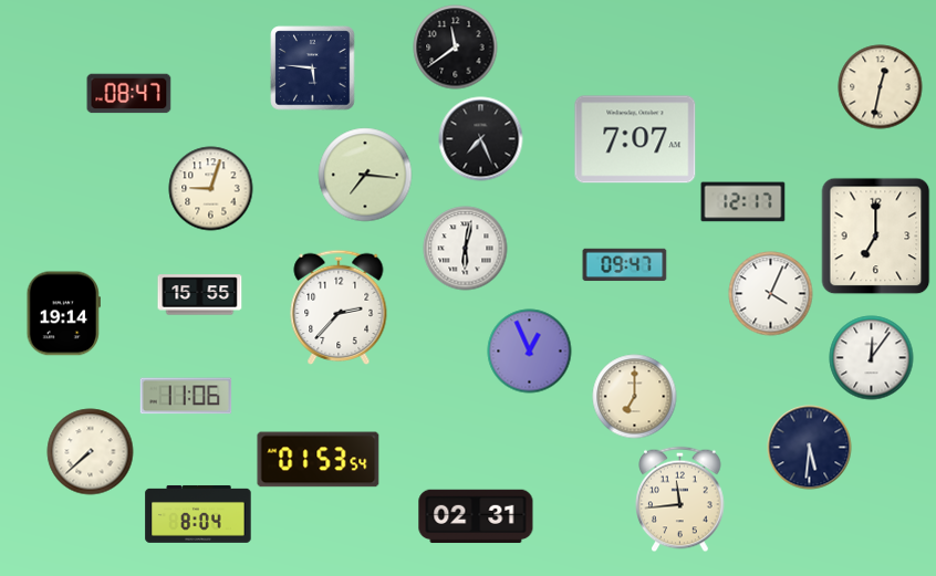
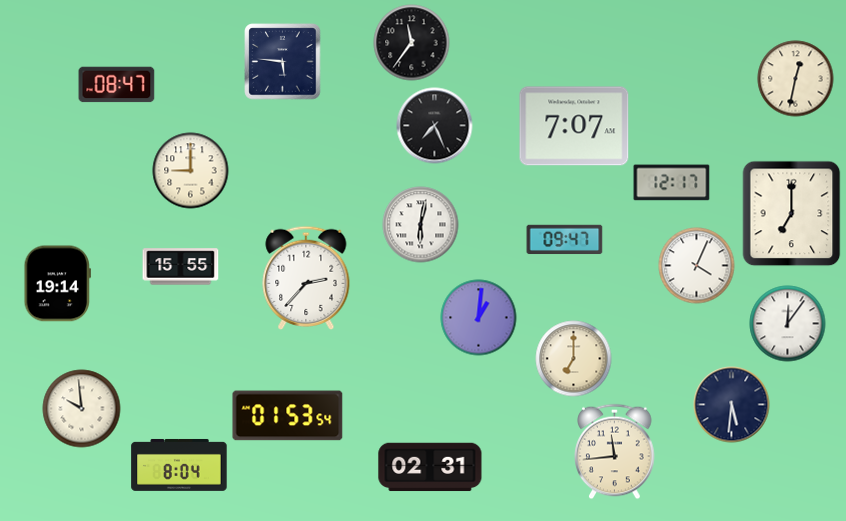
clock at (456, 48): 11:39 -> 11:36
clock at (365, 175): 7:16 -> none
clock at (211, 189): 9:03 -> 9:00
clock at (530, 352): 12:56 -> 1:01
clock at (186, 396): 11:06 -> none
clock at (91, 452): 7:38 -> 9:59
